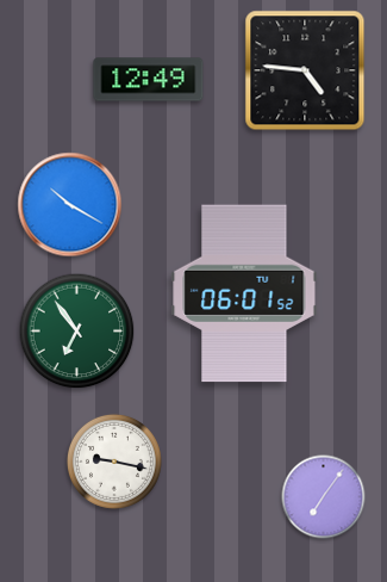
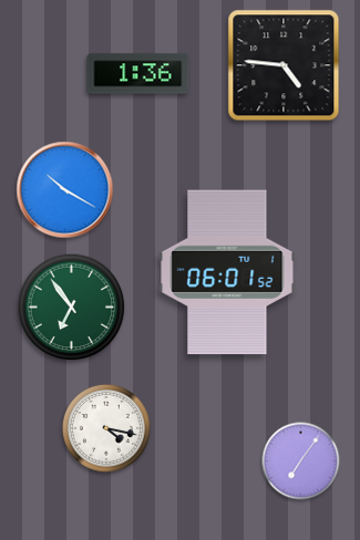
clock at (149, 80): 12:49 -> 1:36
clock at (114, 462): 9:17 -> 4:17
